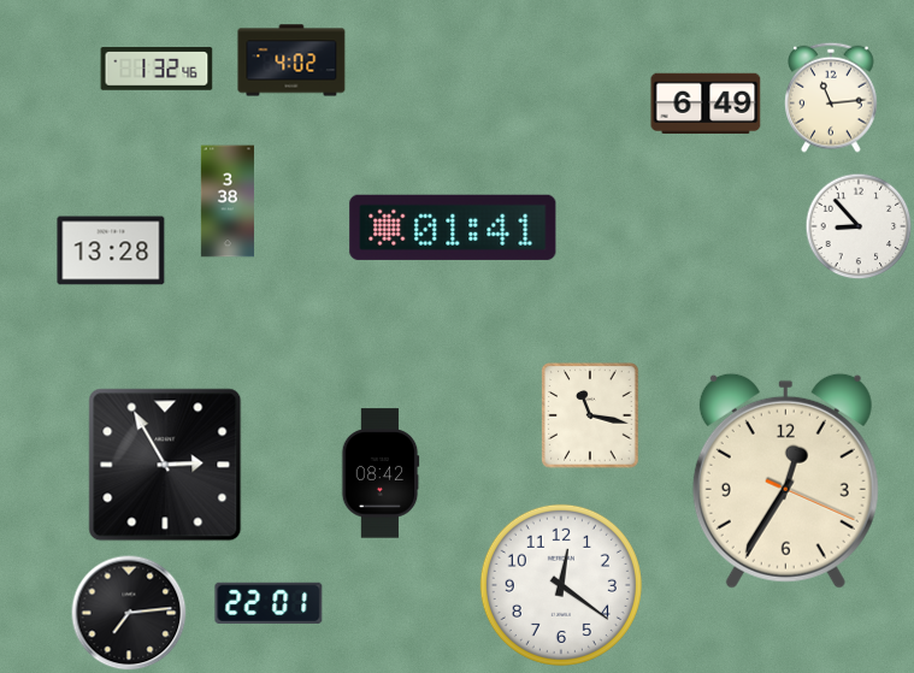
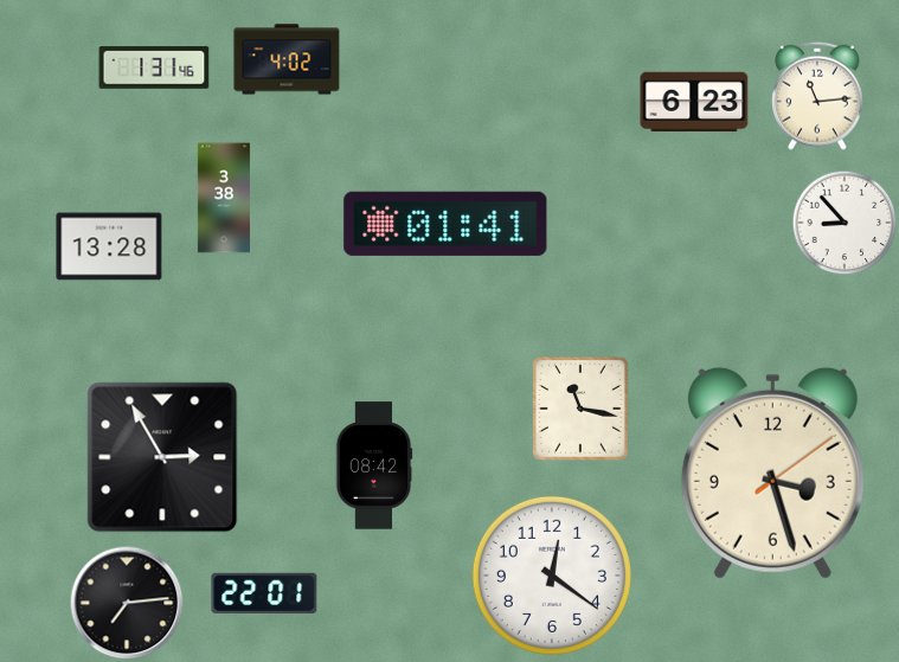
clock at (157, 69): 1:32 -> 1:31
clock at (706, 102): 6:49 -> 6:23
clock at (785, 480): 12:35 -> 3:27
